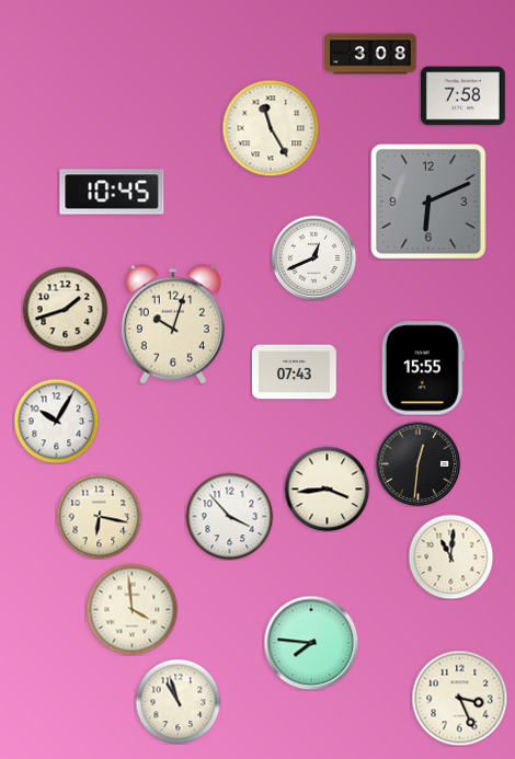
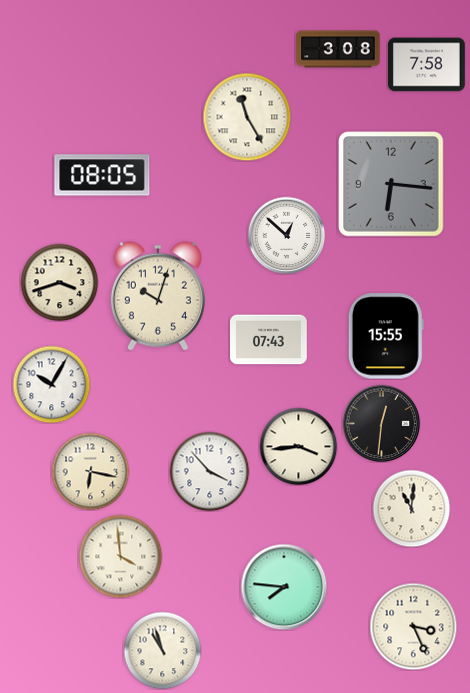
clock at (463, 96) position: (463, 96) -> (427, 65)
clock at (112, 192): 10:45 -> 08:05
clock at (428, 202): 6:11 -> 6:16
clock at (313, 257): 12:41 -> 12:52
clock at (65, 309): 1:42 -> 3:42
clock at (459, 698) position: (459, 698) -> (413, 626)
clock at (178, 701) position: (178, 701) -> (162, 650)
